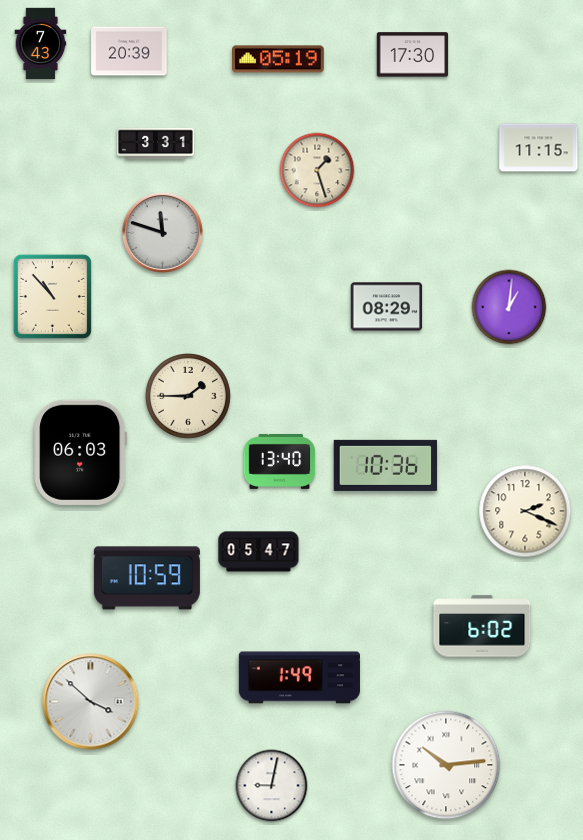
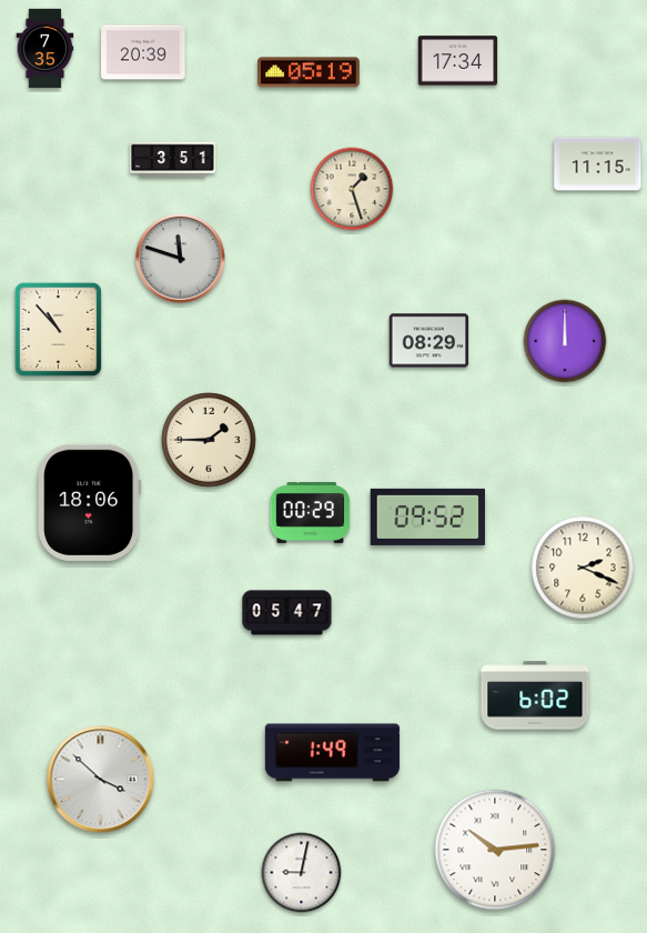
clock at (41, 44): 7:43 -> 7:35
clock at (129, 51) position: (129, 51) -> (143, 52)
clock at (413, 55): 17:30 -> 17:34
clock at (278, 59) position: (278, 59) -> (309, 72)
clock at (156, 144): 3:31 -> 3:51
clock at (509, 307): 1:01 -> 12:00
clock at (81, 452): 06:03 -> 18:06
clock at (280, 461): 13:40 -> 00:29
clock at (386, 465): 10:36 -> 09:52
clock at (147, 578): 10:59 -> none
